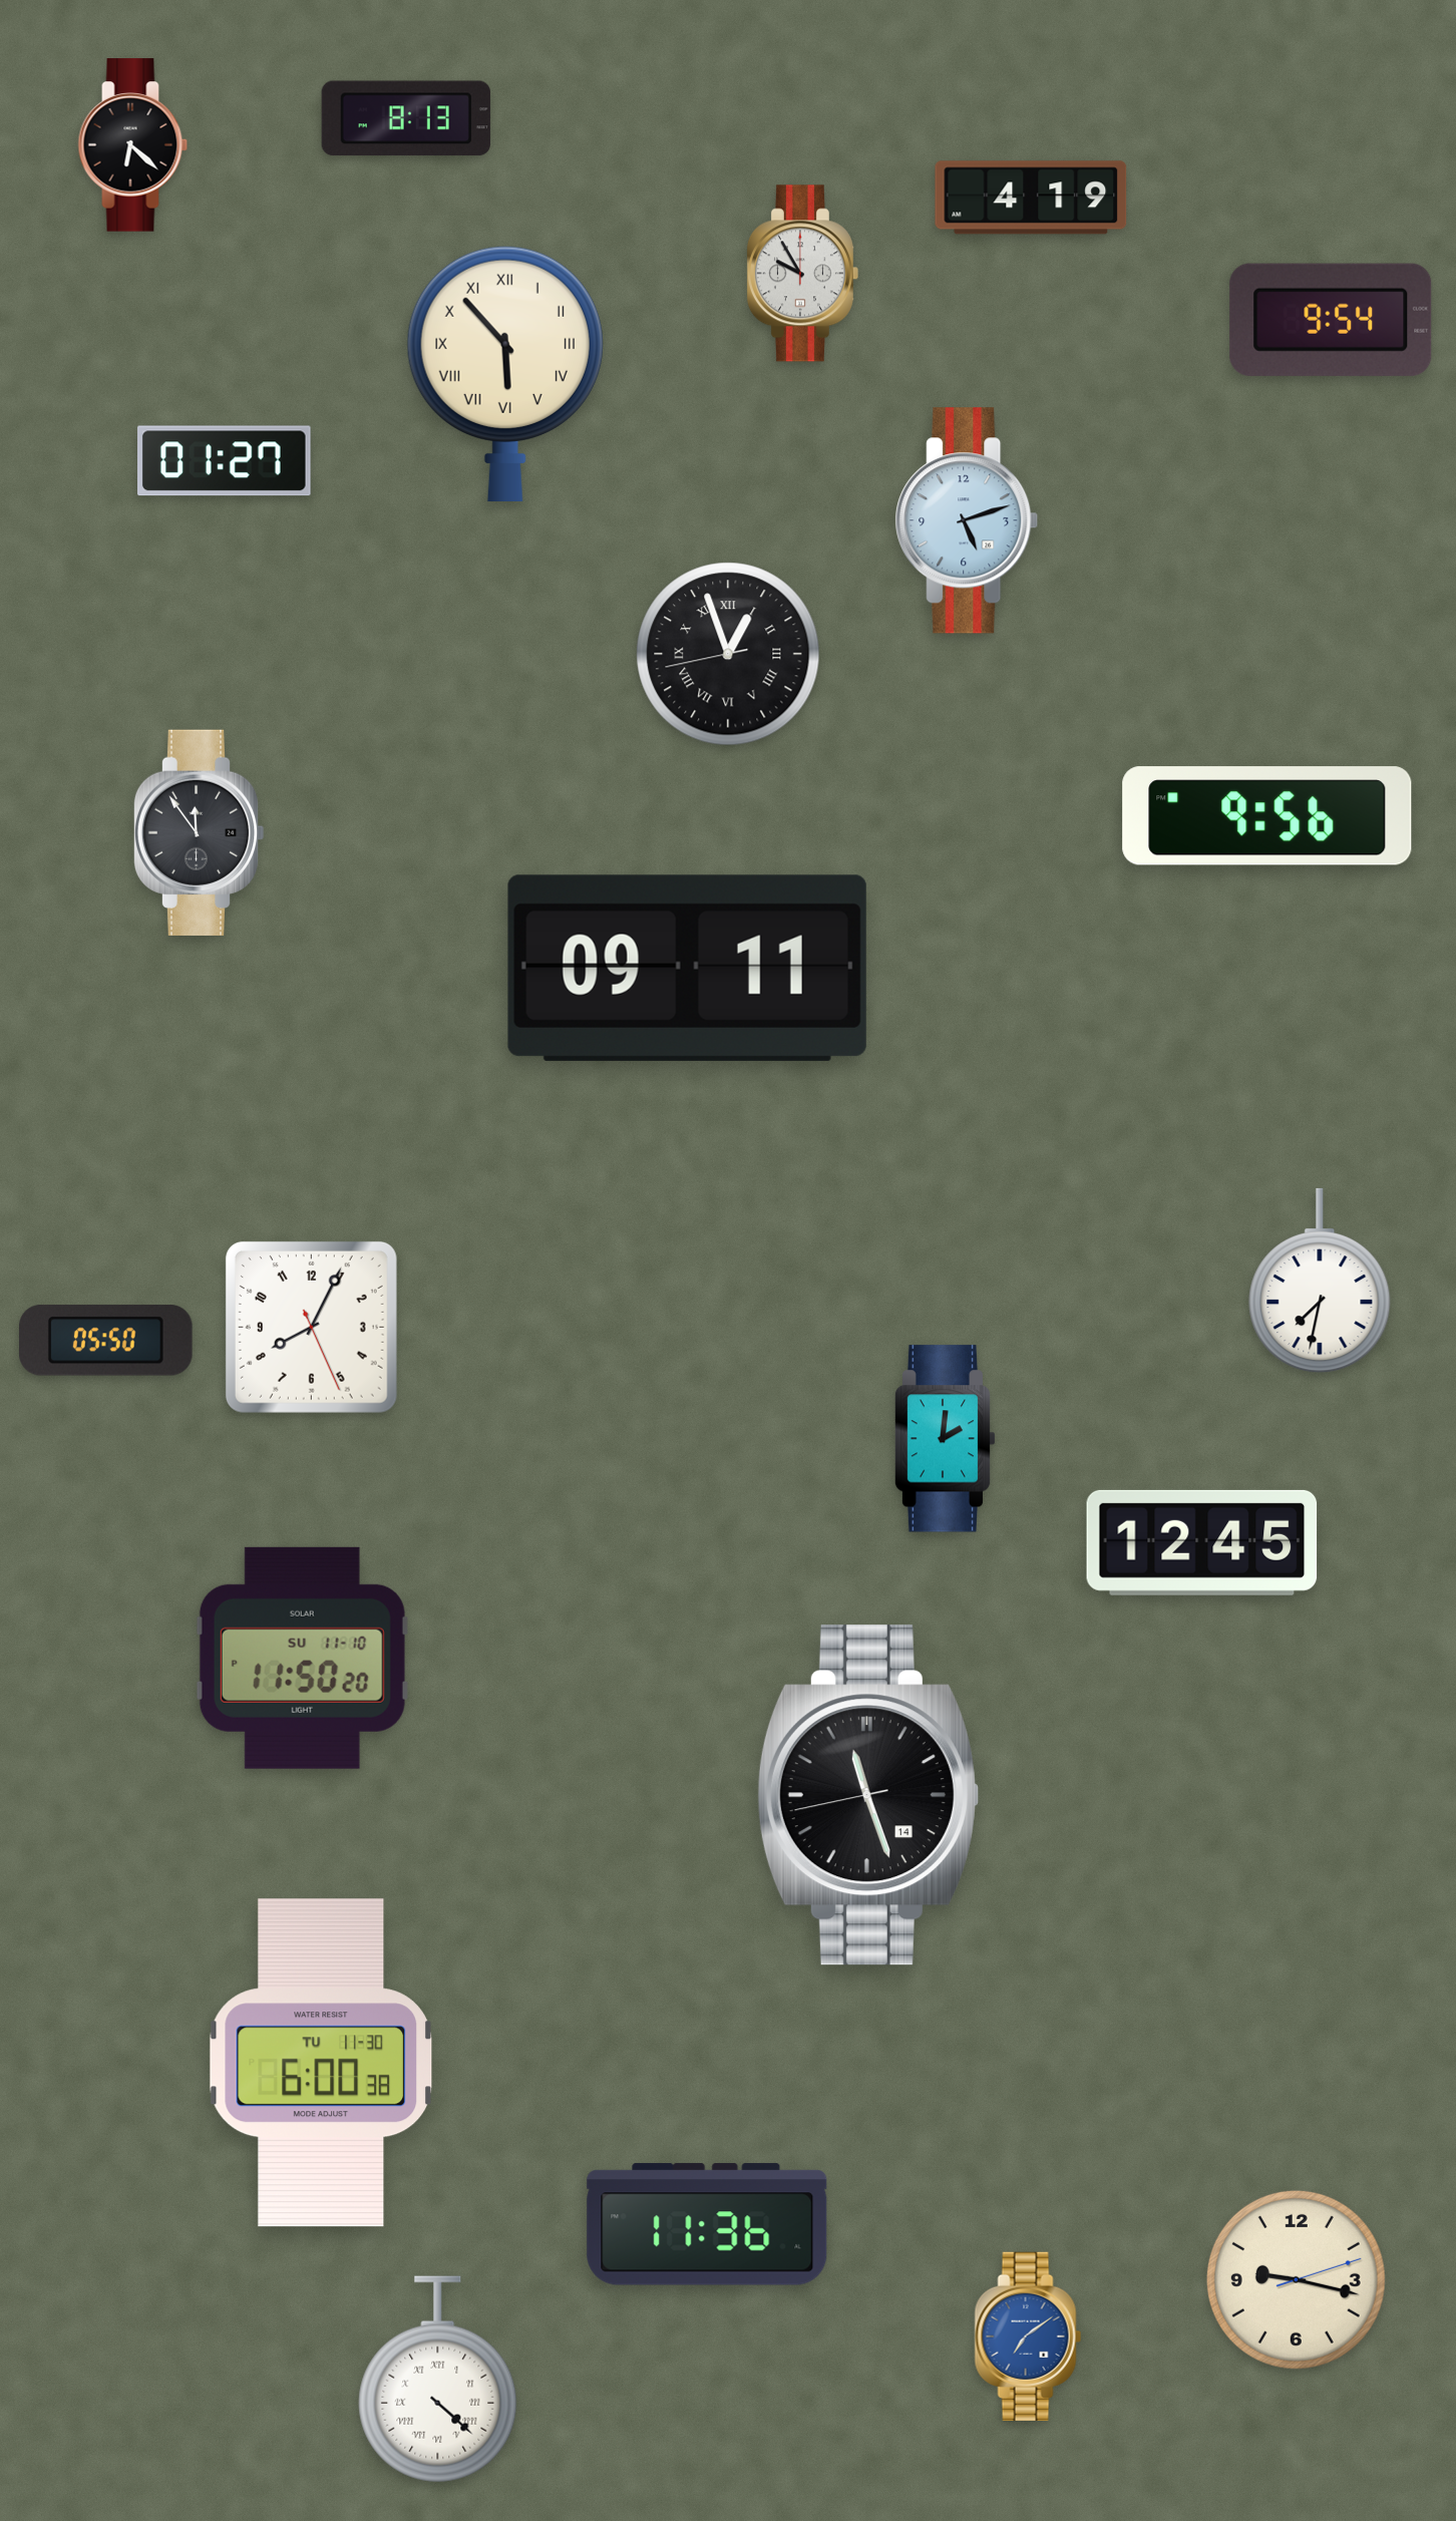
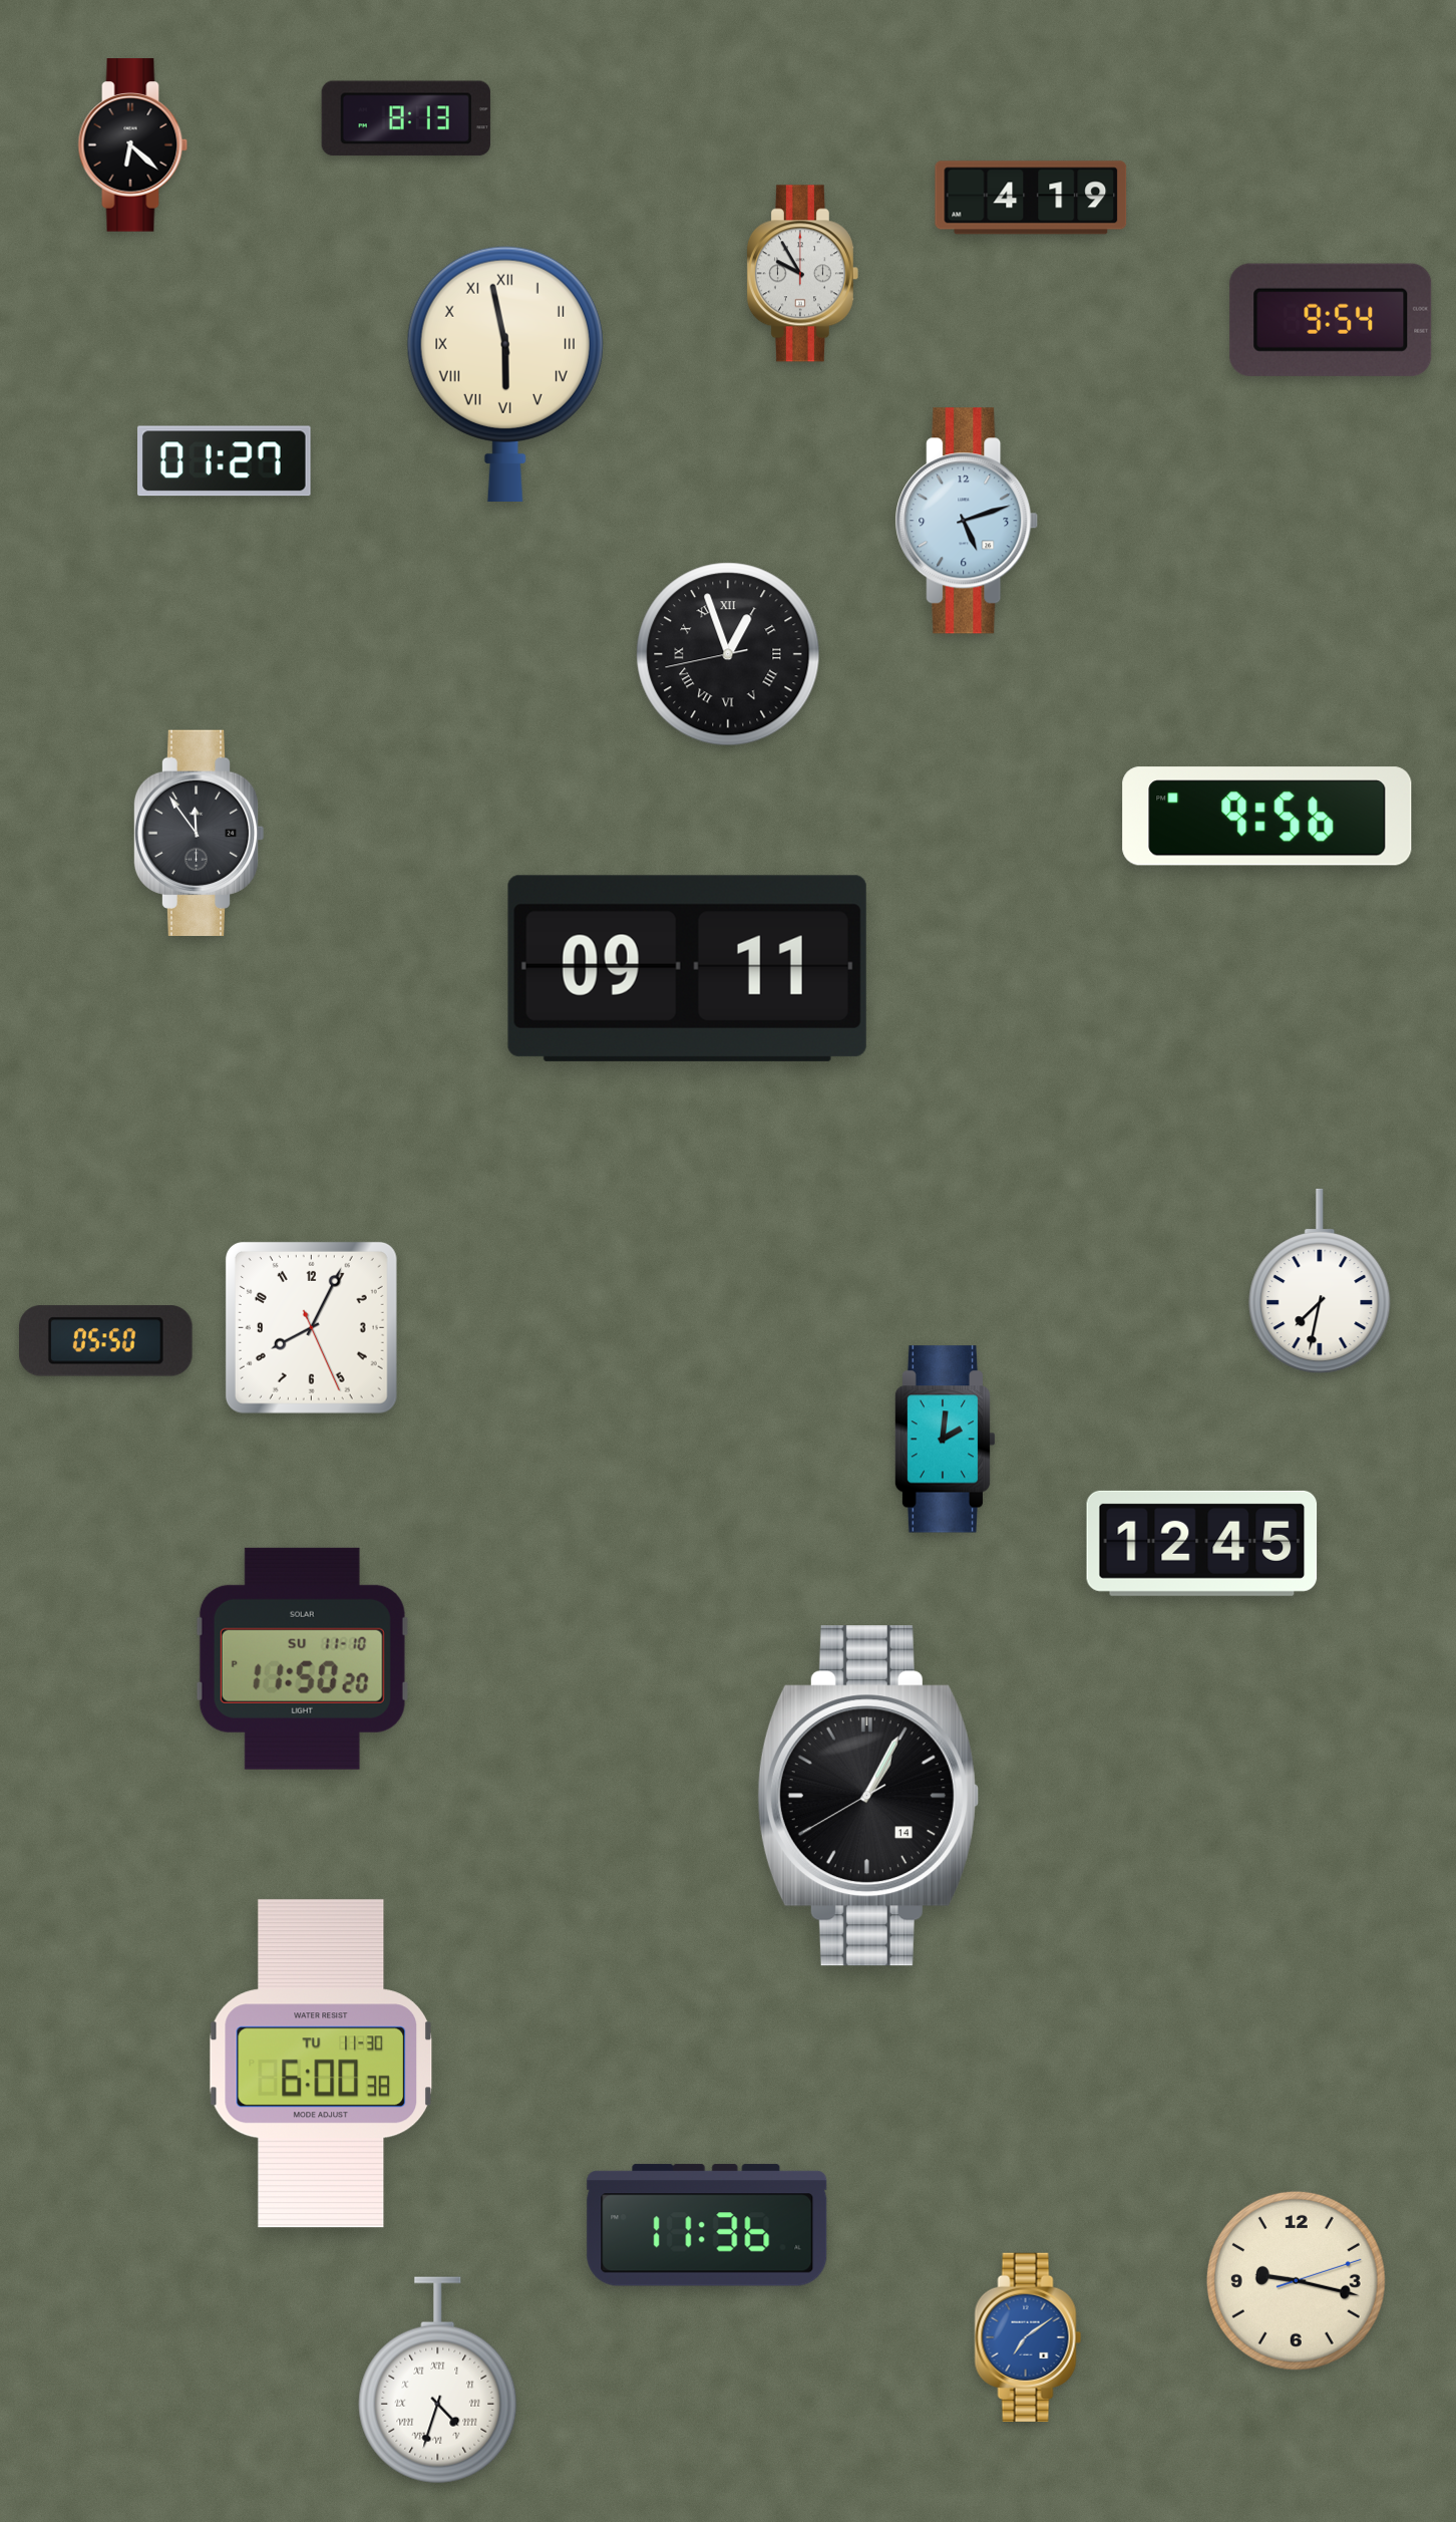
clock at (505, 373): 5:53 -> 5:58
clock at (867, 1795): 11:26 -> 1:04
clock at (438, 2380): 4:22 -> 4:33
